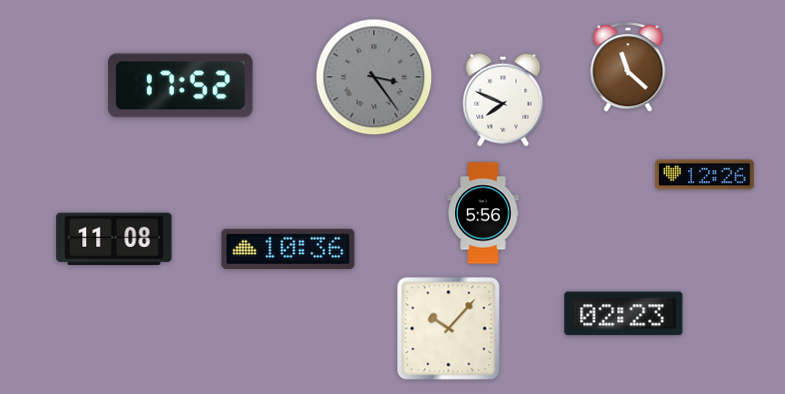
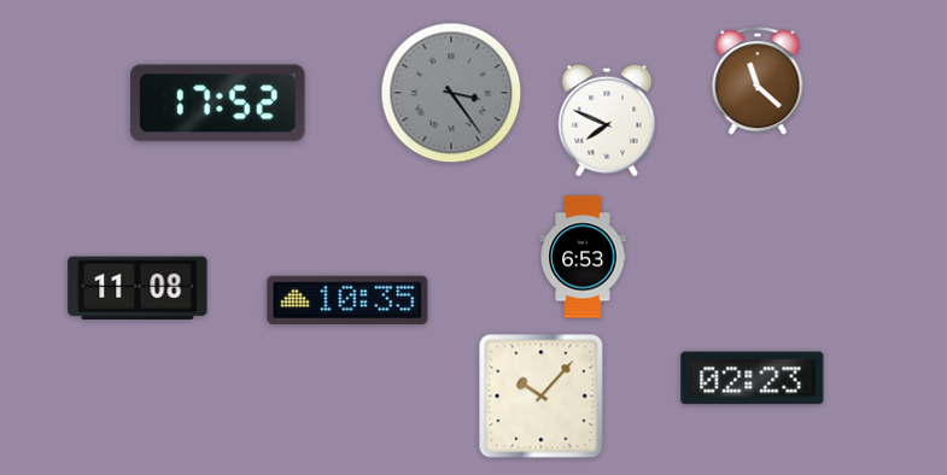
clock at (705, 175): 12:26 -> none
clock at (483, 213): 5:56 -> 6:53
clock at (288, 249): 10:36 -> 10:35
